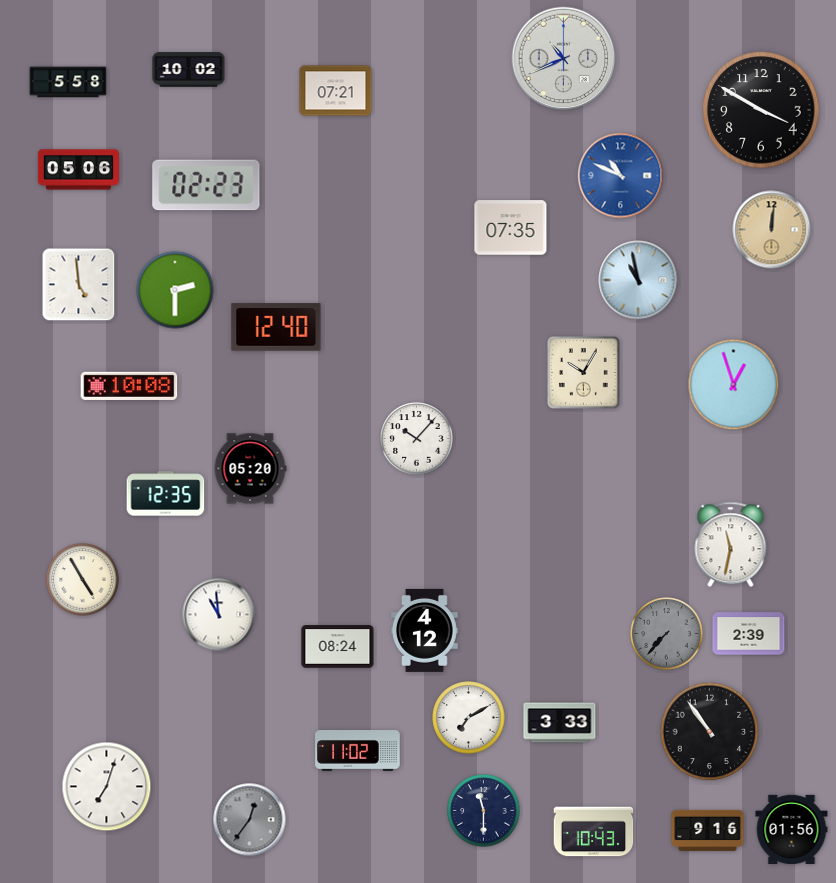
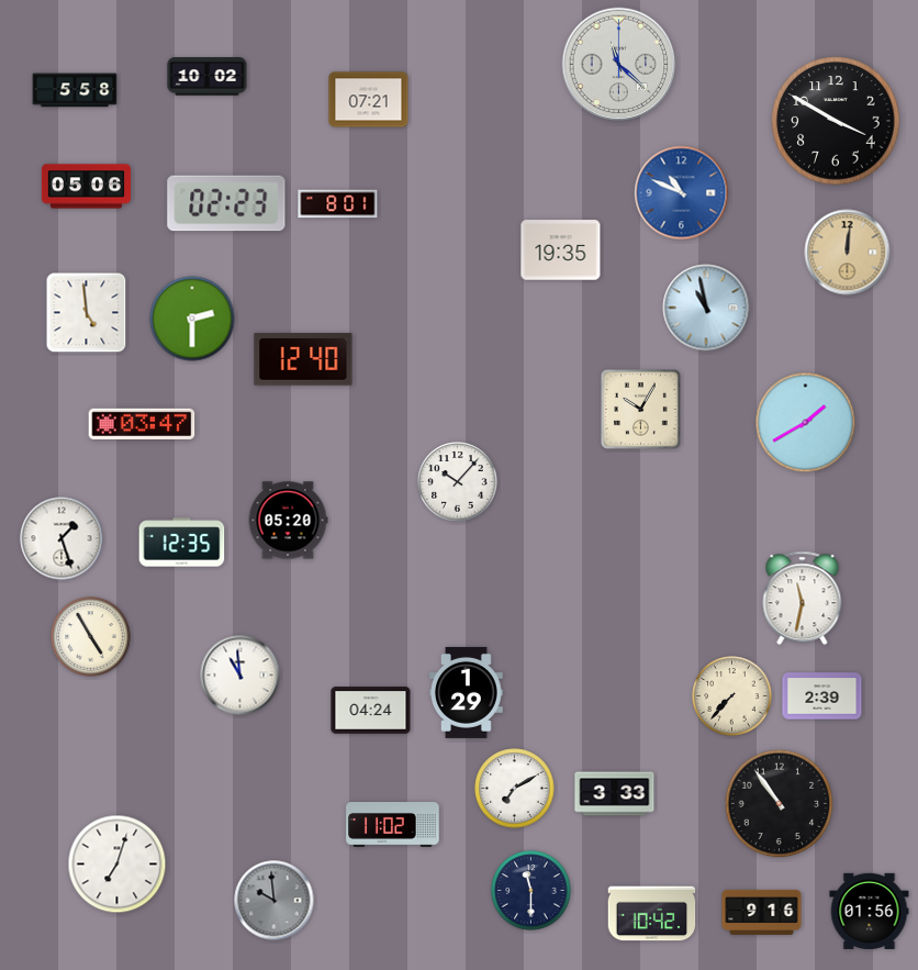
clock at (564, 59): 10:41 -> 11:22
clock at (338, 204): none -> 8:01
clock at (511, 228): 07:35 -> 19:35
clock at (638, 280) position: (638, 280) -> (706, 308)
clock at (129, 385): 10:08 -> 03:47
clock at (734, 385): 12:57 -> 1:40
clock at (250, 469) position: (250, 469) -> (288, 521)
clock at (61, 538): none -> 1:27
clock at (425, 630): 4:12 -> 1:29
clock at (667, 634) dial: grey -> cream
clock at (338, 647): 08:24 -> 04:24
clock at (250, 820): 12:36 -> 9:59
clock at (708, 830) position: (708, 830) -> (762, 912)
clock at (594, 832): 10:43 -> 10:42
